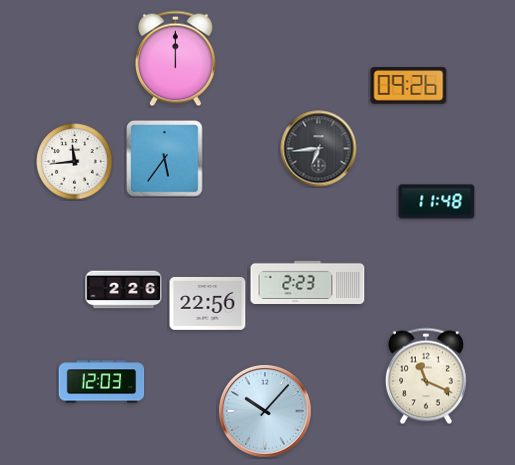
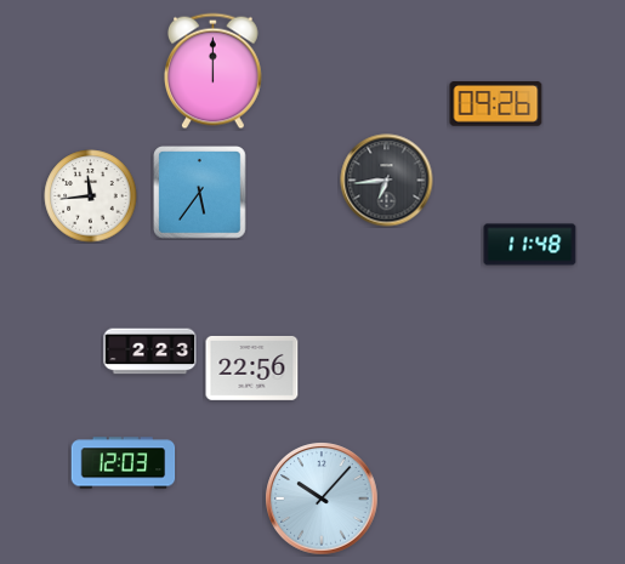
clock at (308, 282): 2:23 -> none
clock at (124, 290): 2:26 -> 2:23
clock at (426, 376): 11:19 -> none
